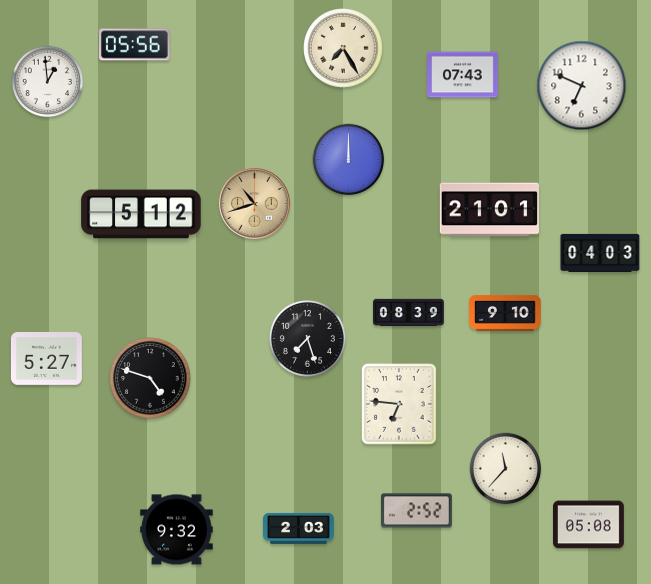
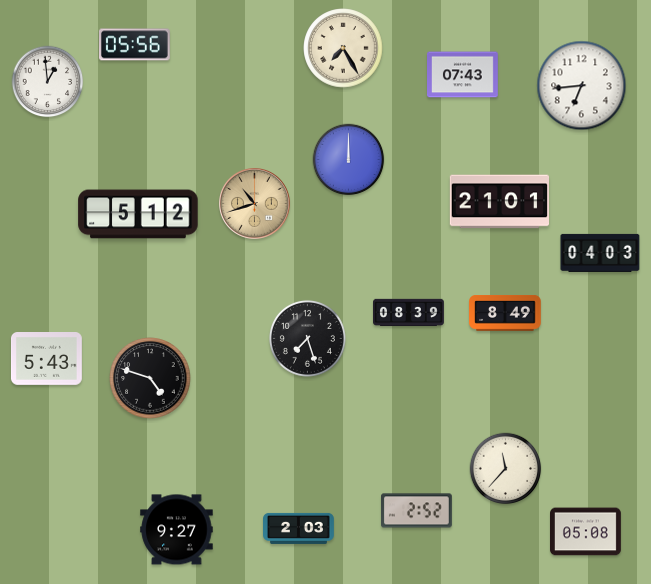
clock at (582, 86): 6:49 -> 6:44
clock at (490, 210) position: (490, 210) -> (500, 202)
clock at (141, 214) position: (141, 214) -> (138, 214)
clock at (505, 314): 9:10 -> 8:49
clock at (47, 359): 5:27 -> 5:43
clock at (399, 404): 6:46 -> none
clock at (589, 525) position: (589, 525) -> (586, 532)
clock at (177, 530): 9:32 -> 9:27
